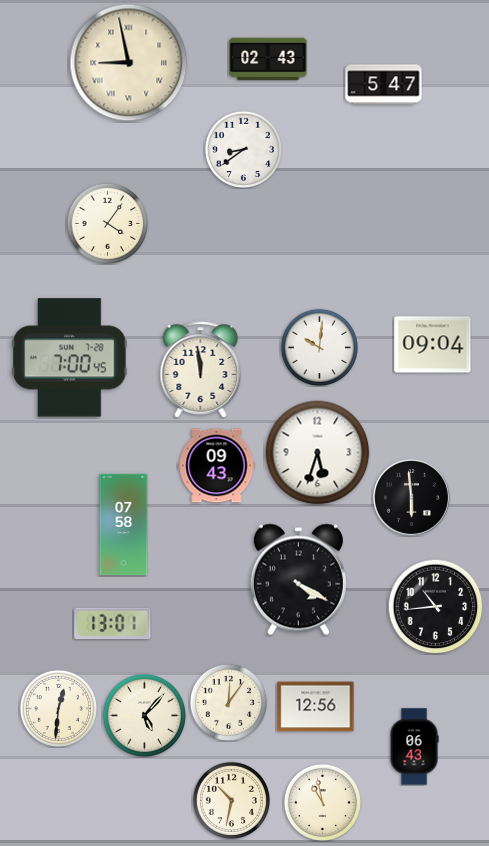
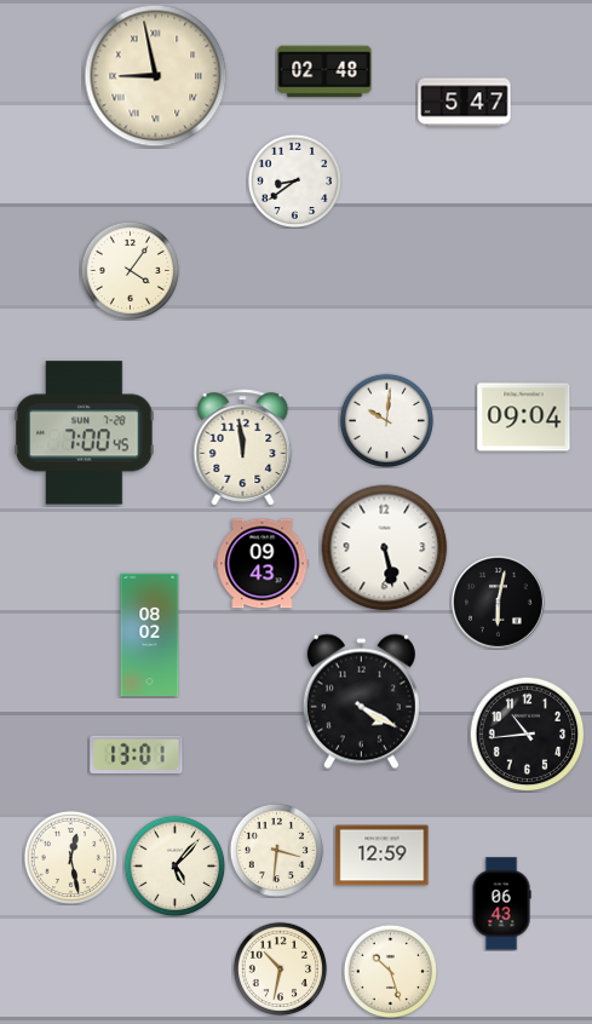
clock at (268, 59): 02:43 -> 02:48
clock at (318, 453): 5:33 -> 5:28
clock at (411, 497): 5:59 -> 6:02
clock at (124, 525): 07:58 -> 08:02
clock at (228, 702): 12:06 -> 3:31
clock at (316, 707): 12:56 -> 12:59
clock at (58, 708): 12:31 -> 12:28
clock at (322, 802): 10:58 -> 10:27
